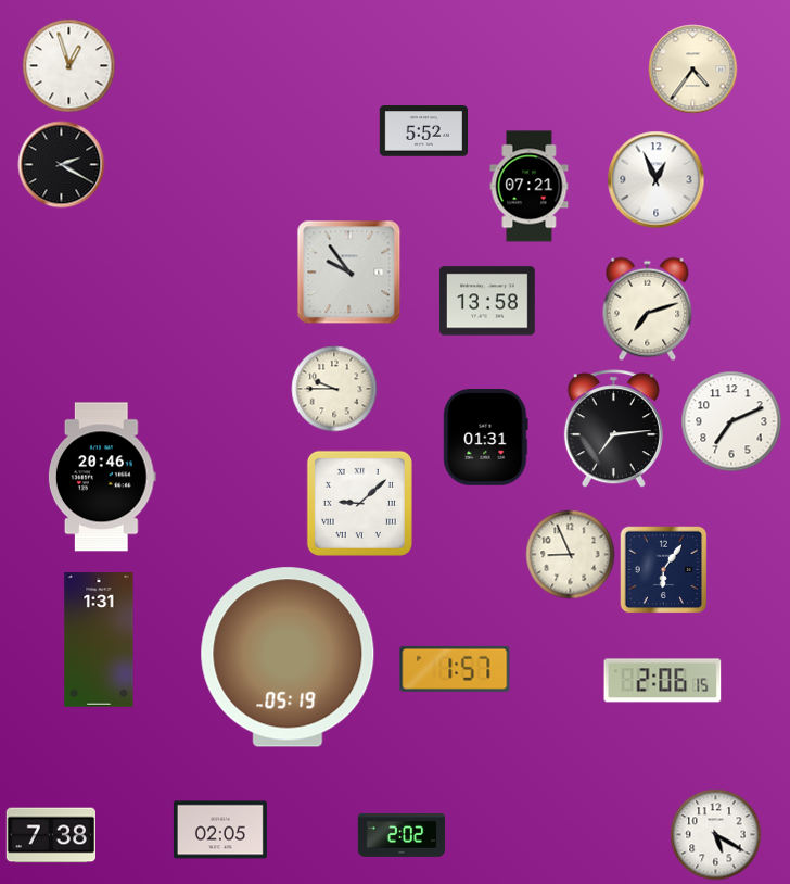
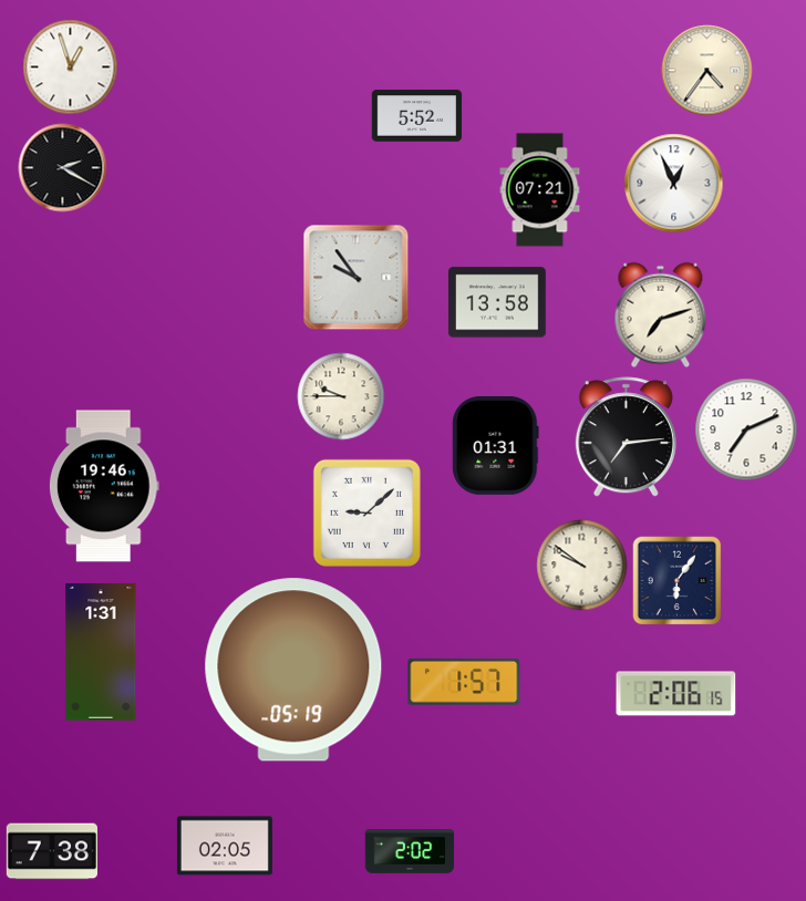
clock at (424, 131) position: (424, 131) -> (417, 116)
clock at (657, 180) position: (657, 180) -> (674, 184)
clock at (487, 301) position: (487, 301) -> (497, 302)
clock at (102, 477): 20:46 -> 19:46
clock at (571, 555): 8:56 -> 9:51
clock at (716, 835): 5:20 -> none
